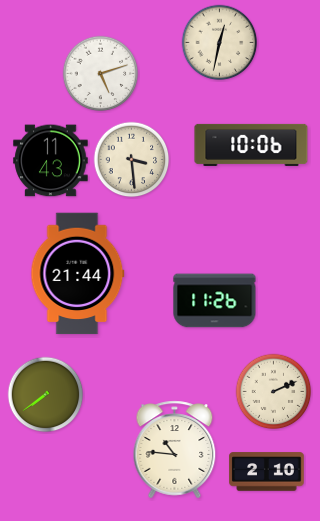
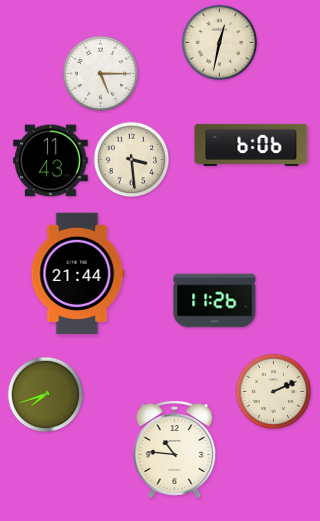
clock at (101, 74): 5:12 -> 5:15
clock at (251, 145): 10:06 -> 6:06
clock at (46, 395): 7:39 -> 7:42
clock at (267, 472): 2:10 -> none
